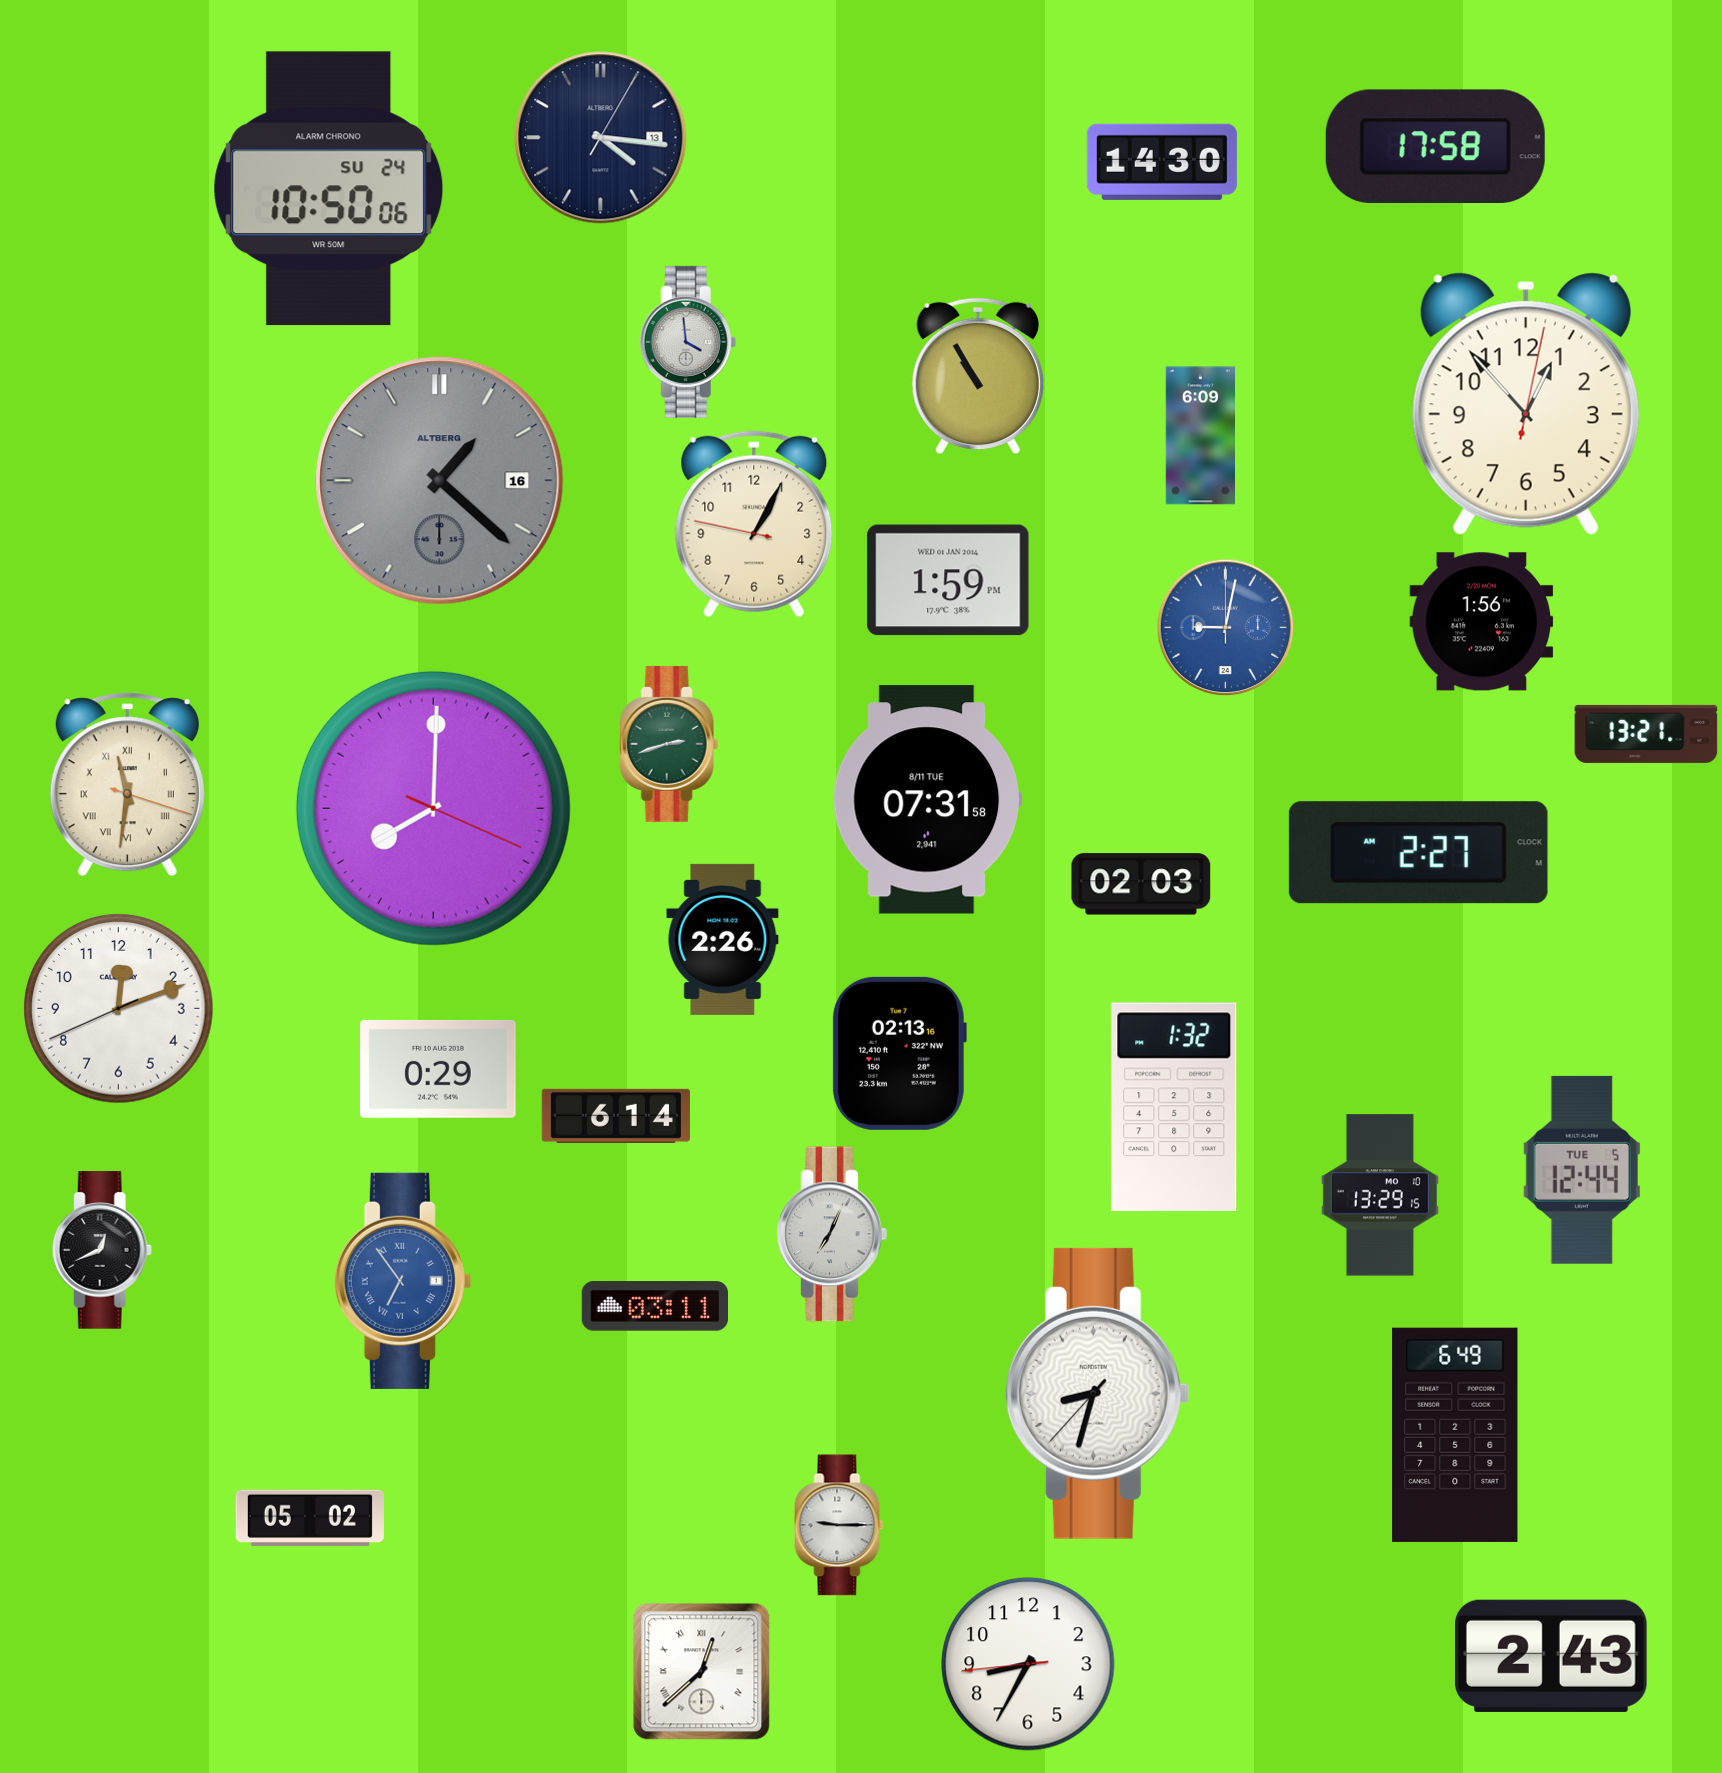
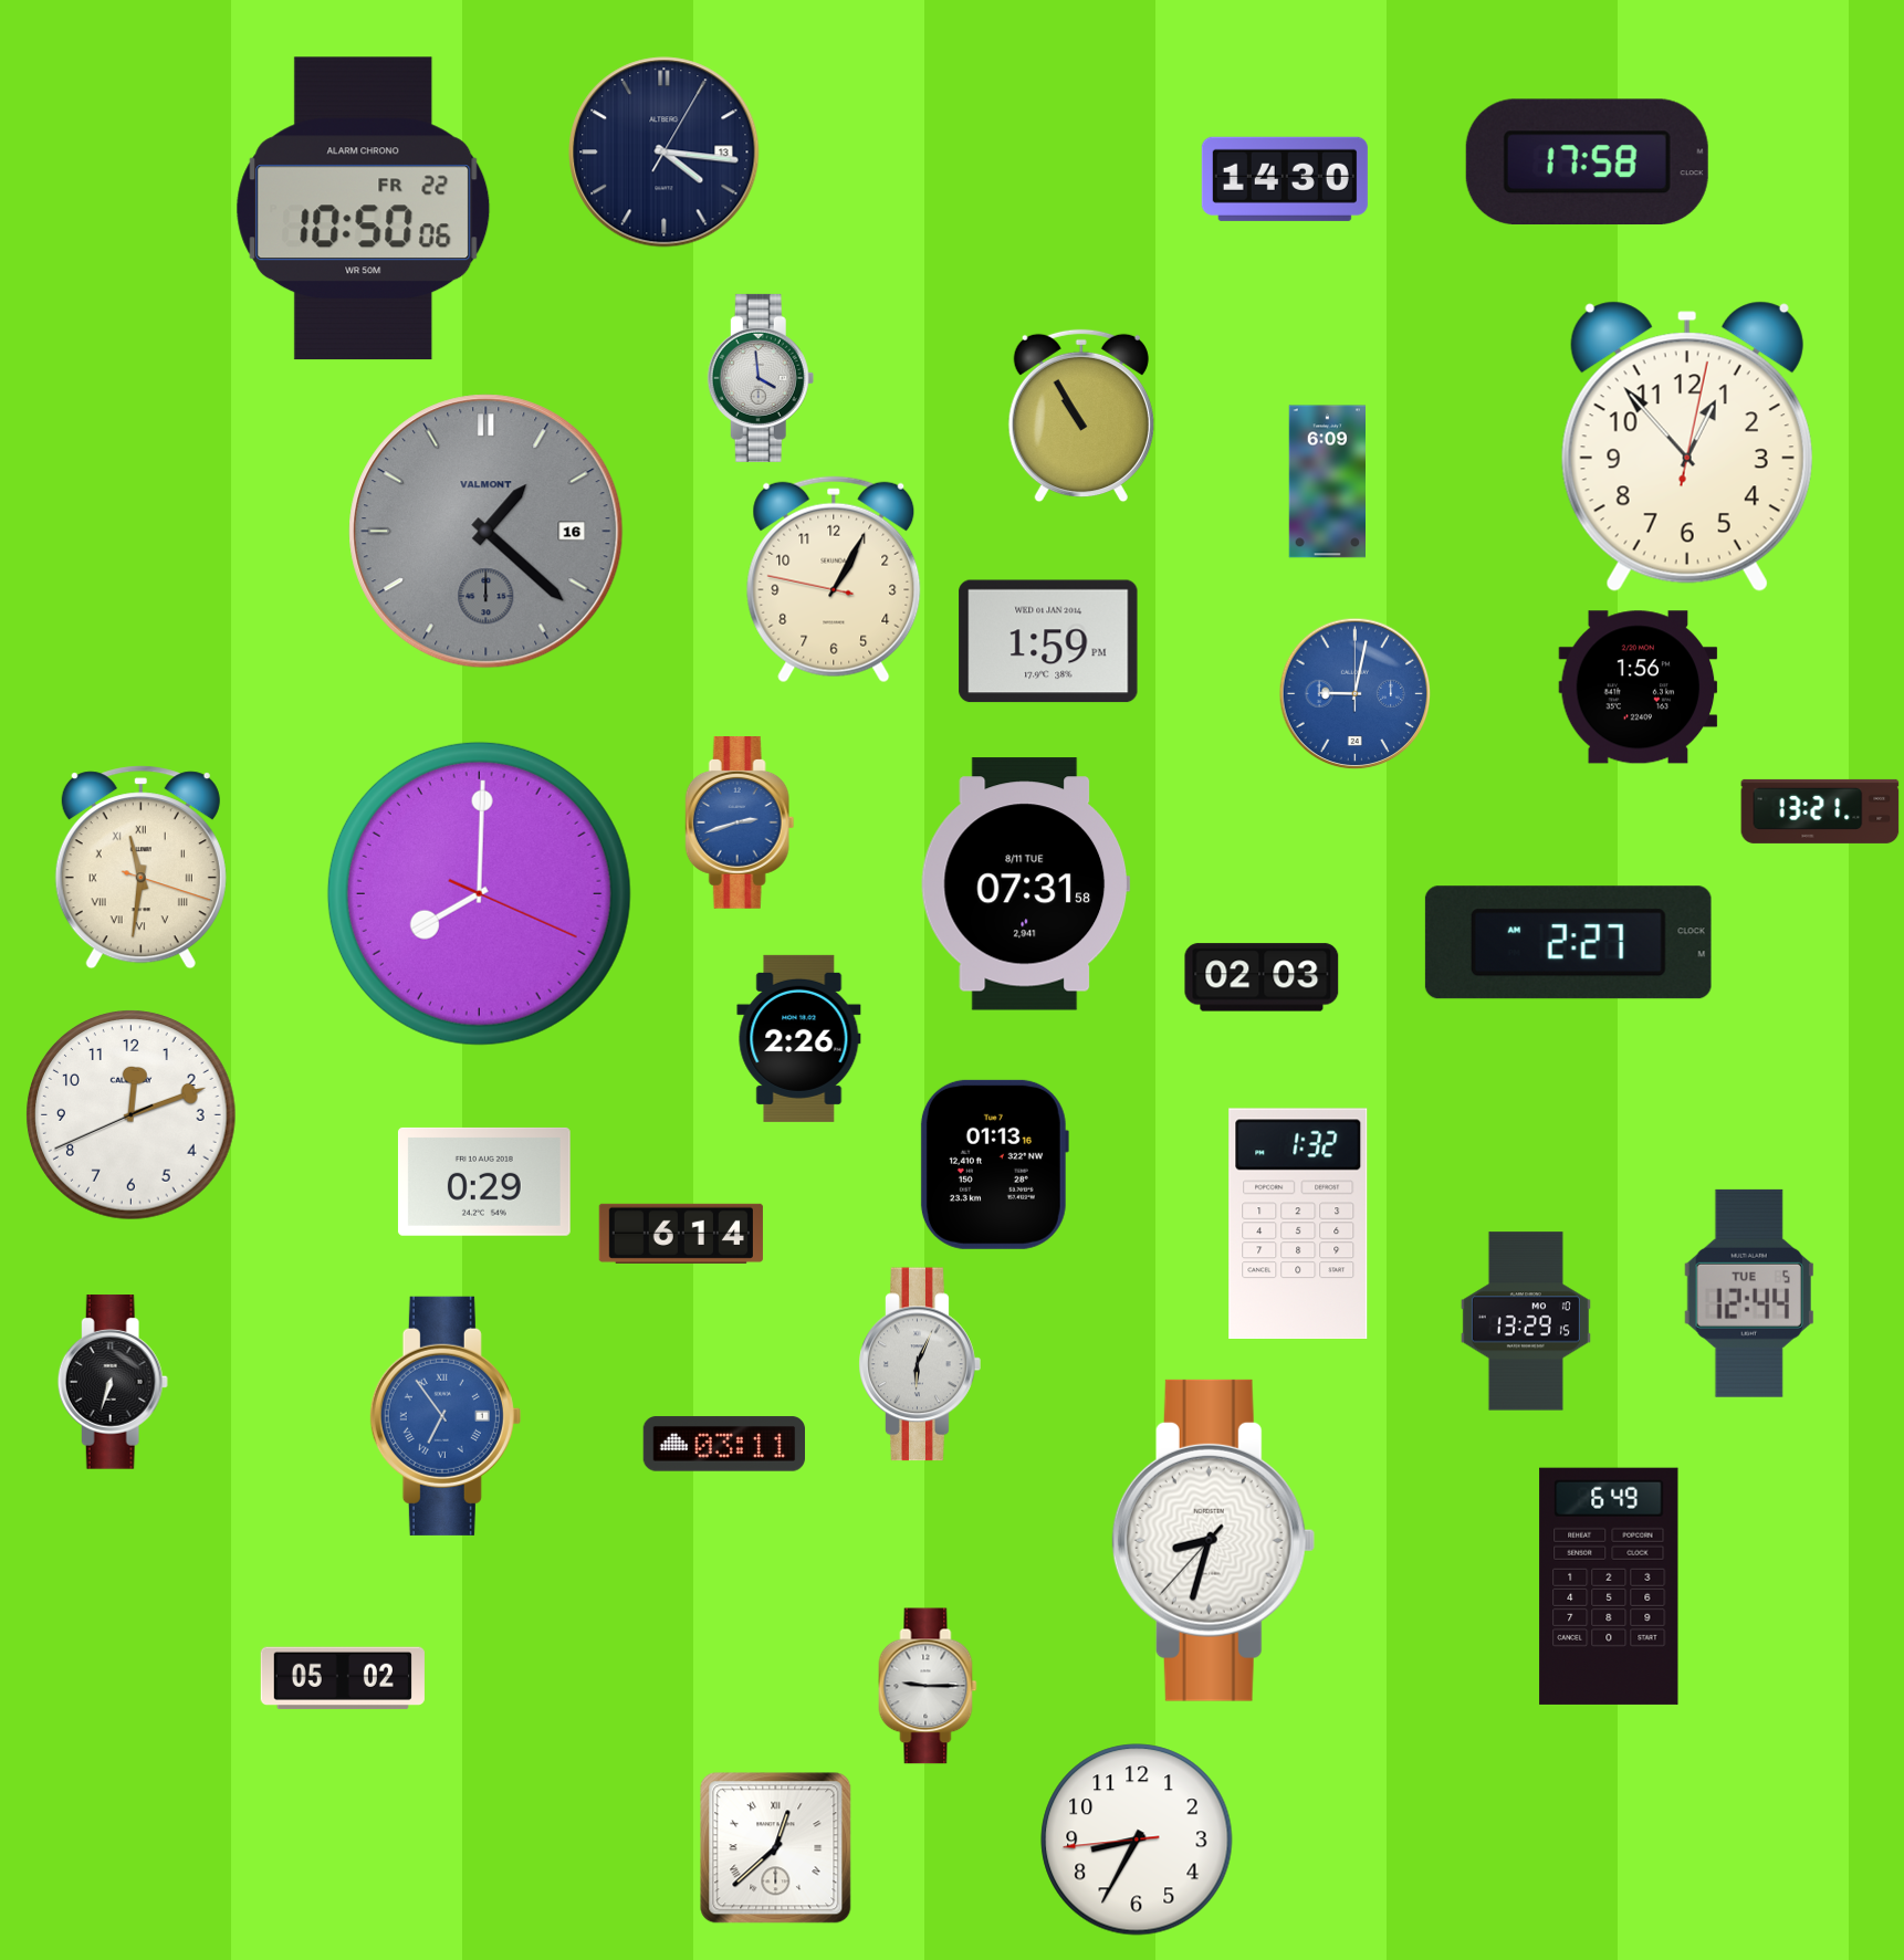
clock at (329, 189) date: SU 24 -> FR 22
clock at (440, 481) brand: ALTBERG -> VALMONT
clock at (669, 744) dial: green -> blue
clock at (899, 1053): 02:13 -> 01:13
clock at (832, 1234): 7:04 -> 6:04
clock at (102, 1250): 12:41 -> 6:33
clock at (1552, 1656): 2:43 -> none
